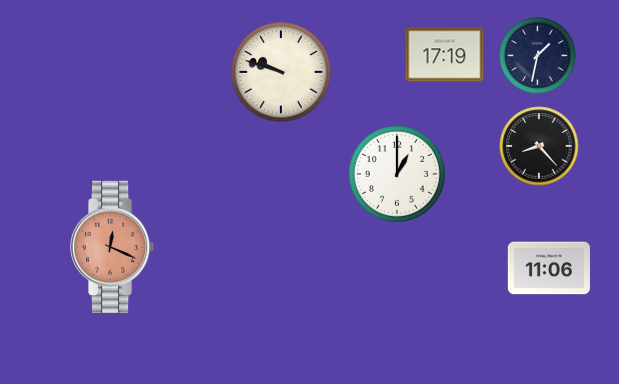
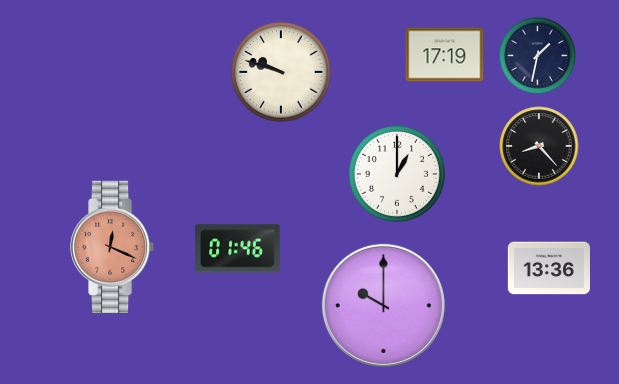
clock at (238, 249): none -> 01:46
clock at (549, 268): 11:06 -> 13:36
clock at (383, 305): none -> 10:00
